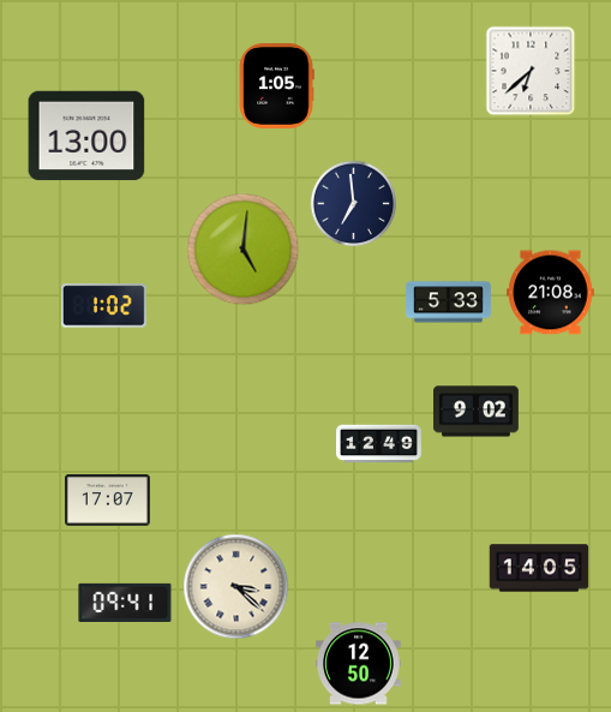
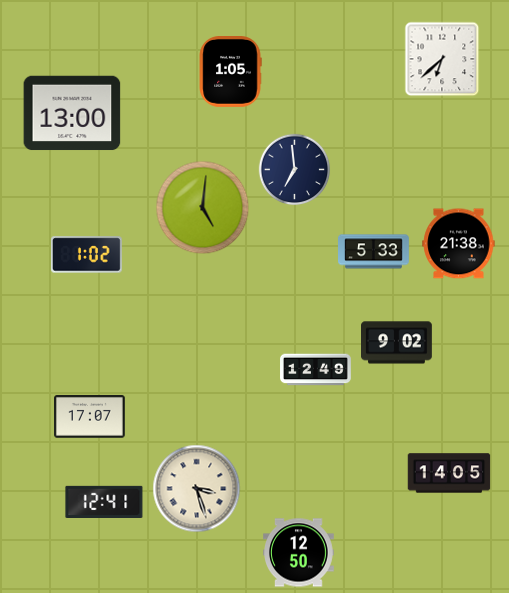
clock at (551, 293): 21:08 -> 21:38
clock at (236, 587): 3:22 -> 3:27
clock at (125, 602): 09:41 -> 12:41
